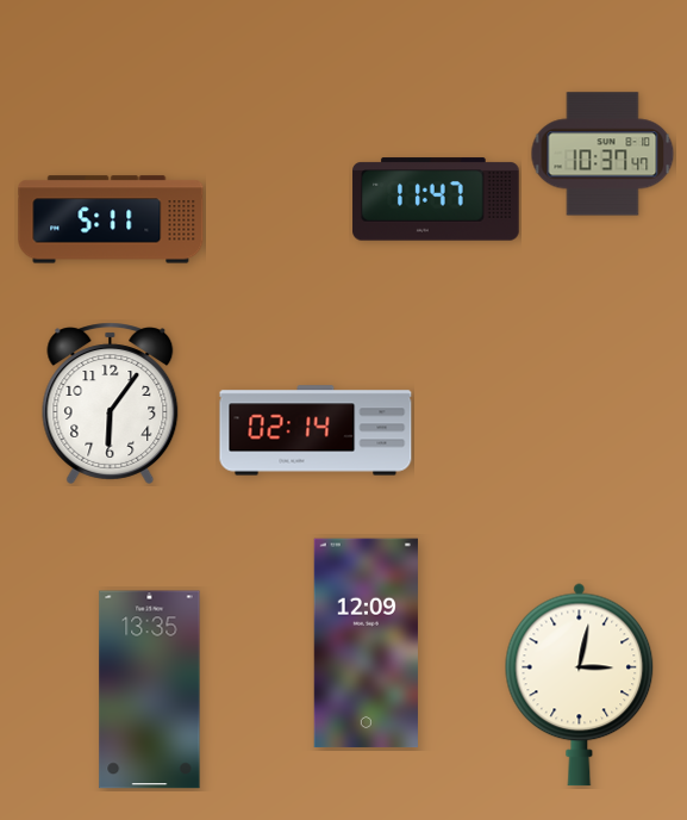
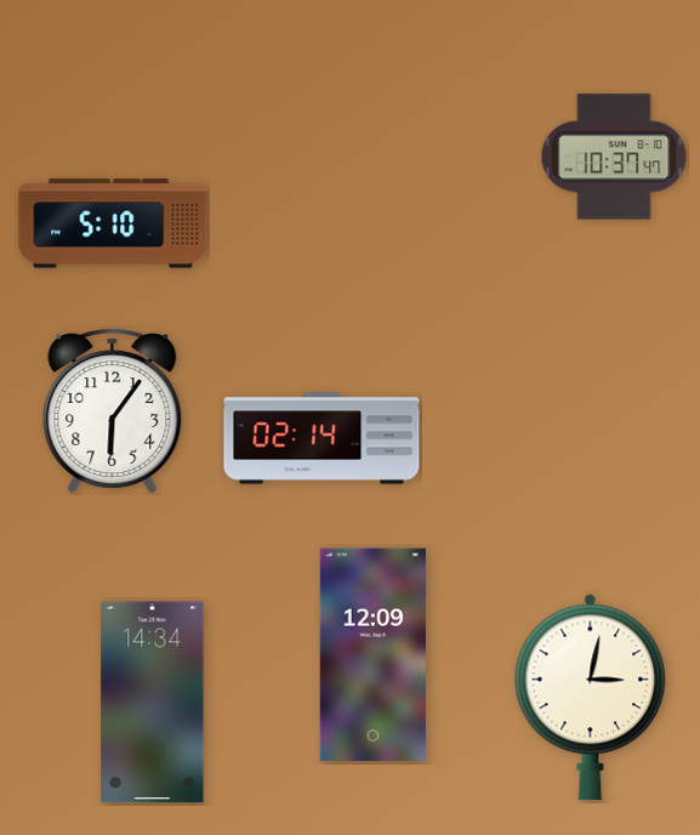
clock at (436, 199): 11:47 -> none
clock at (111, 219): 5:11 -> 5:10
clock at (150, 690): 13:35 -> 14:34
